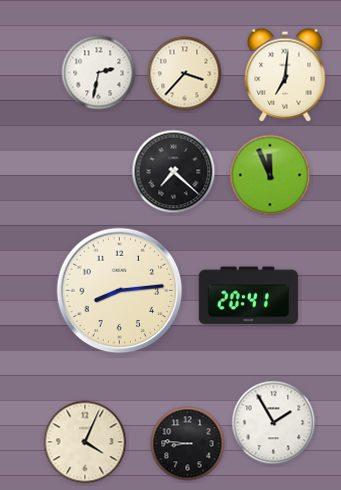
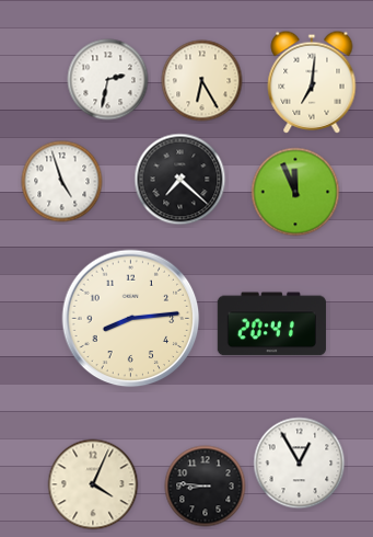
clock at (185, 74): 3:37 -> 6:25
clock at (62, 182): none -> 4:57
clock at (174, 172) position: (174, 172) -> (180, 180)
clock at (274, 423): 1:55 -> 12:55
